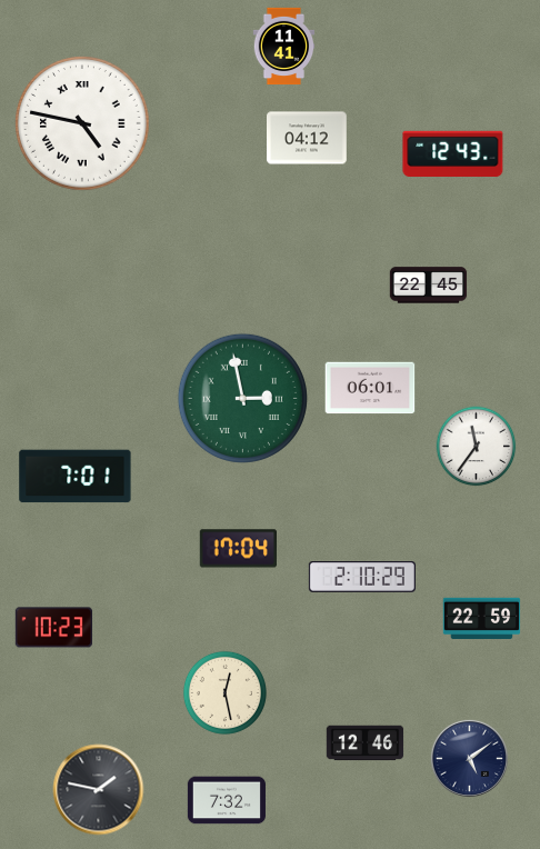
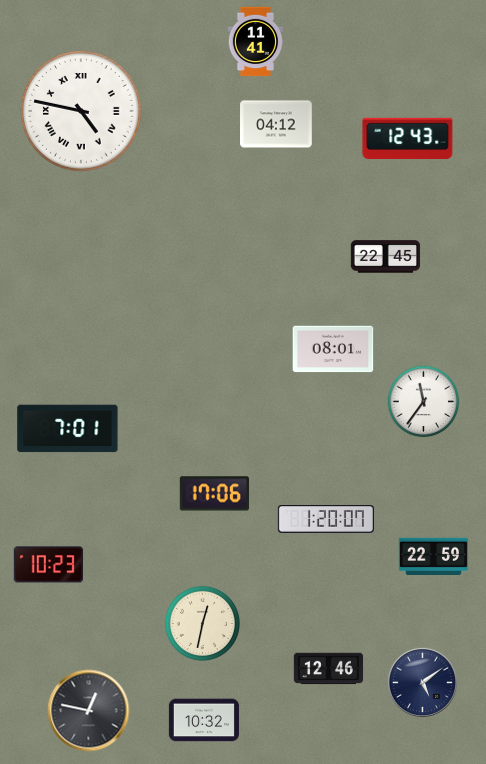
clock at (83, 124) position: (83, 124) -> (82, 112)
clock at (370, 388): 06:01 -> 08:01
clock at (242, 398): 2:58 -> none
clock at (477, 447) position: (477, 447) -> (424, 402)
clock at (238, 549): 17:04 -> 17:06
clock at (362, 577): 2:10 -> 1:20
clock at (224, 692): 12:28 -> 12:32
clock at (99, 790): 1:47 -> 12:47
clock at (227, 800): 7:32 -> 10:32
